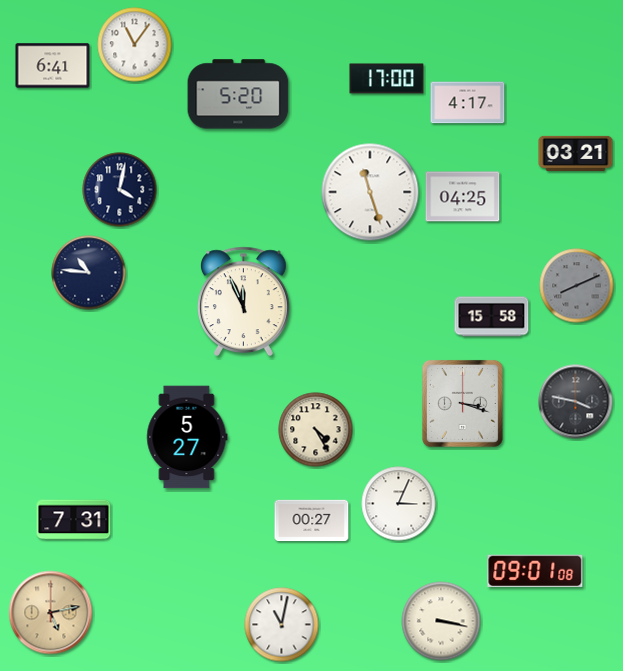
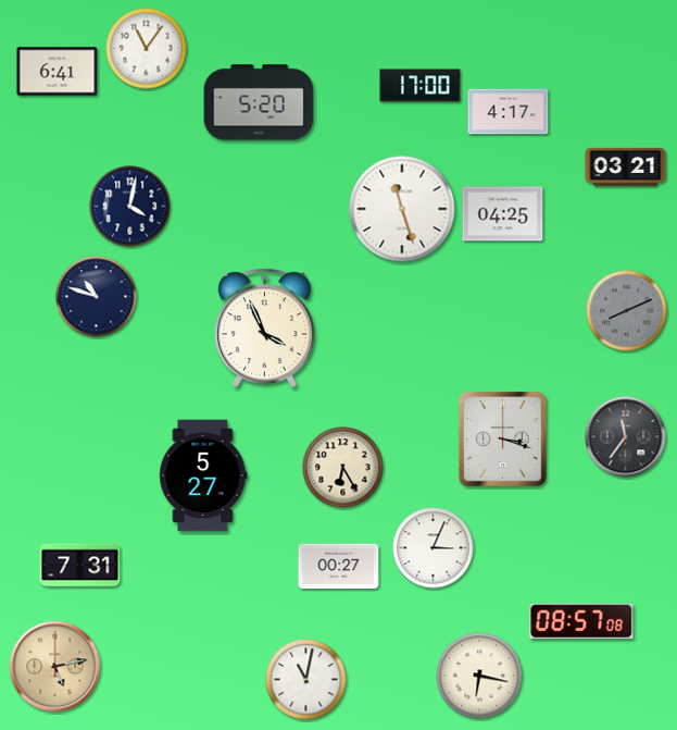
clock at (89, 273): 10:46 -> 10:48
clock at (243, 302): 11:56 -> 3:56
clock at (492, 317): 15:58 -> none
clock at (576, 402): 3:47 -> 11:36
clock at (316, 430): 4:25 -> 6:25
clock at (535, 570): 09:01 -> 08:57
clock at (441, 621): 3:17 -> 6:17
